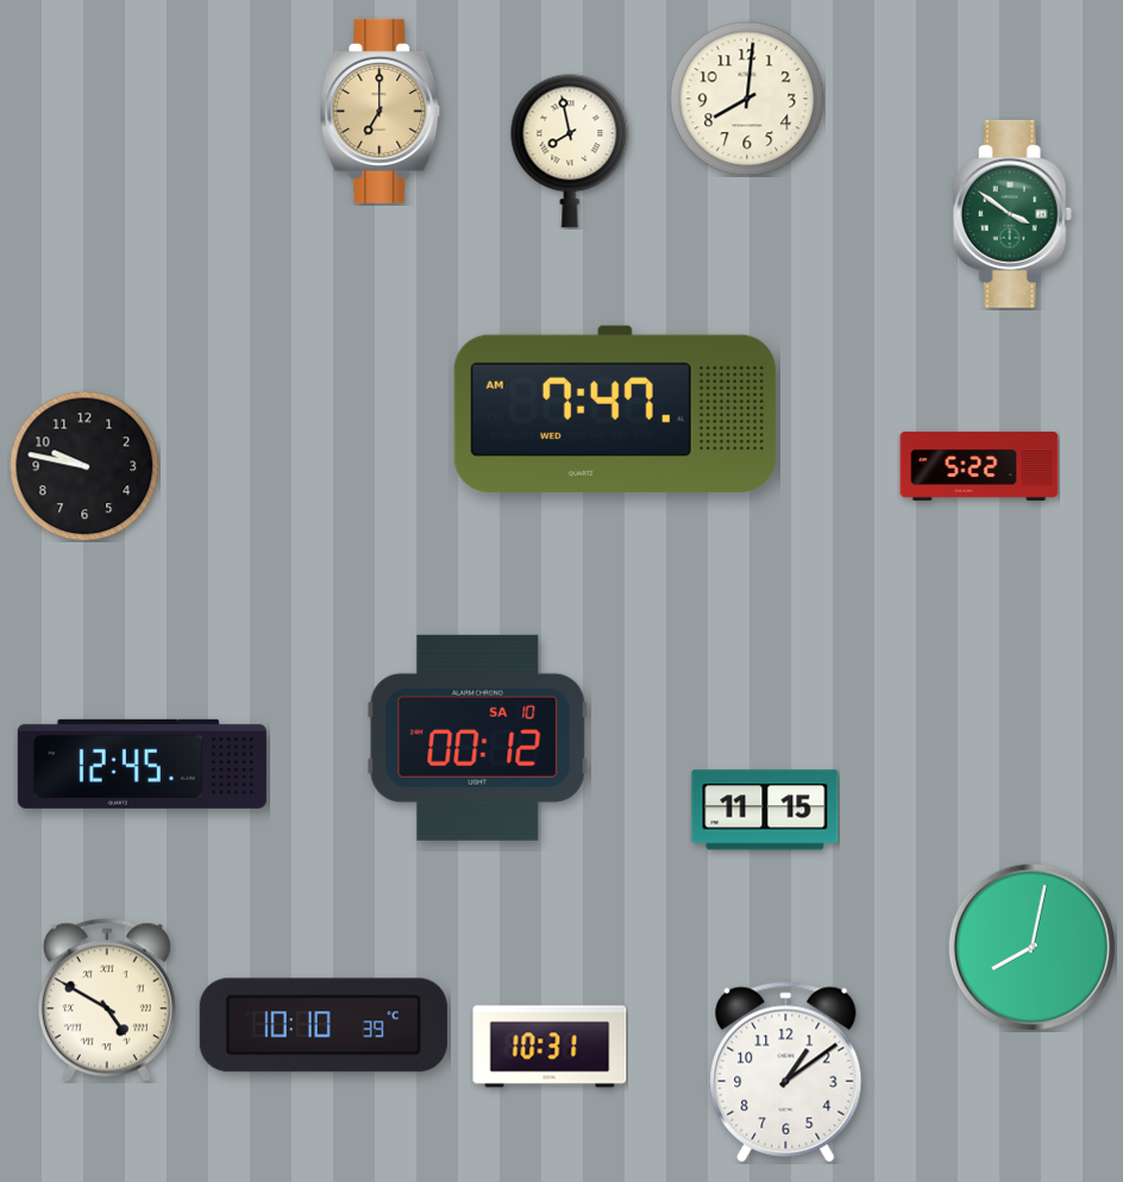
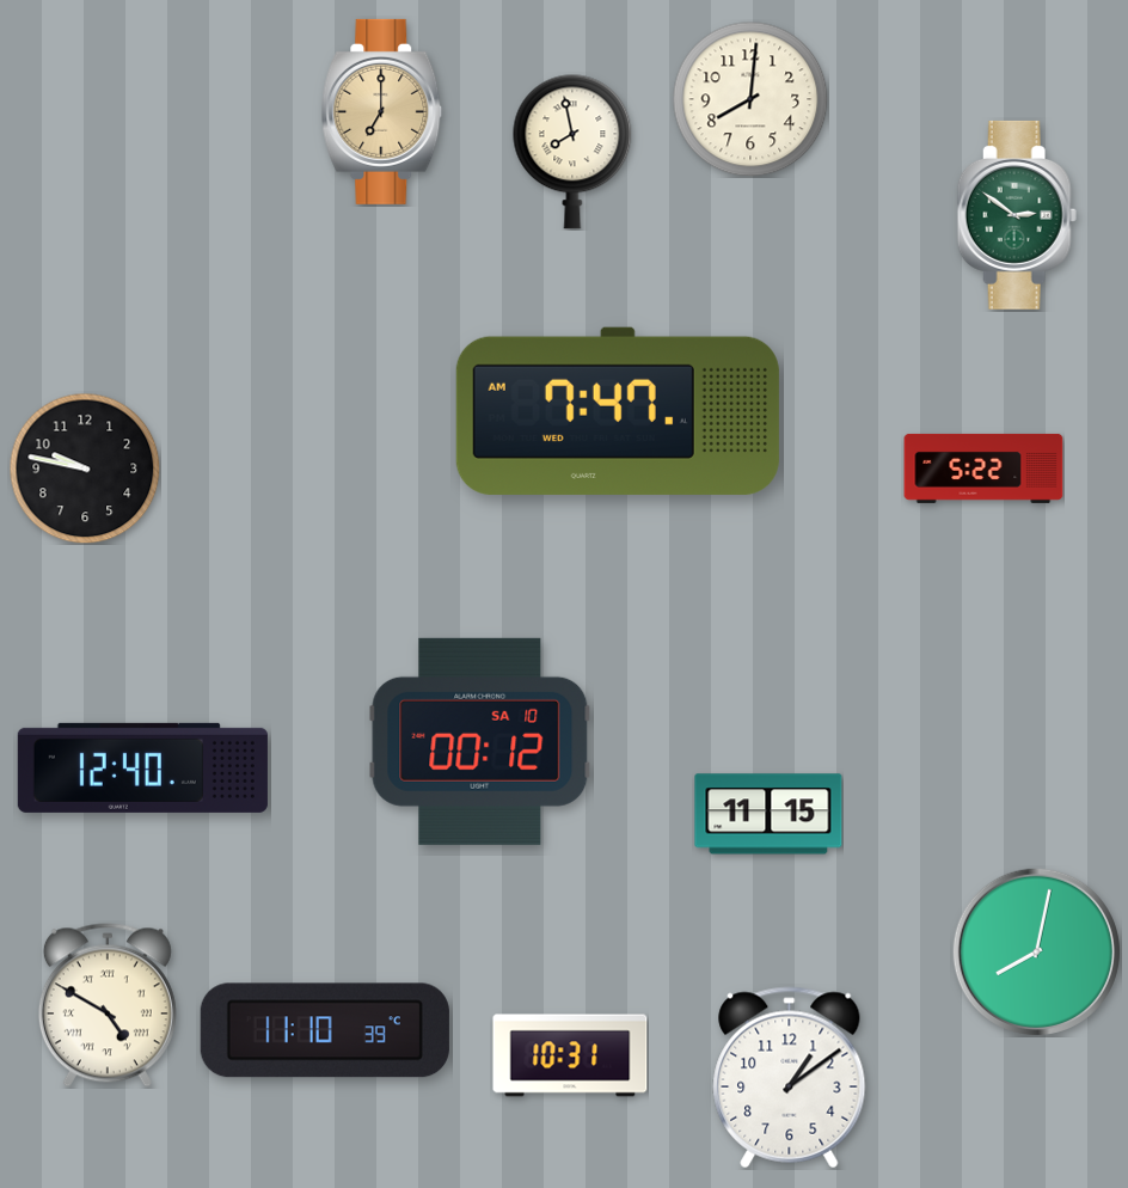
clock at (1012, 214): 3:51 -> 2:51
clock at (142, 763): 12:45 -> 12:40
clock at (324, 1025): 10:10 -> 11:10
clock at (550, 1046) position: (550, 1046) -> (570, 1055)
